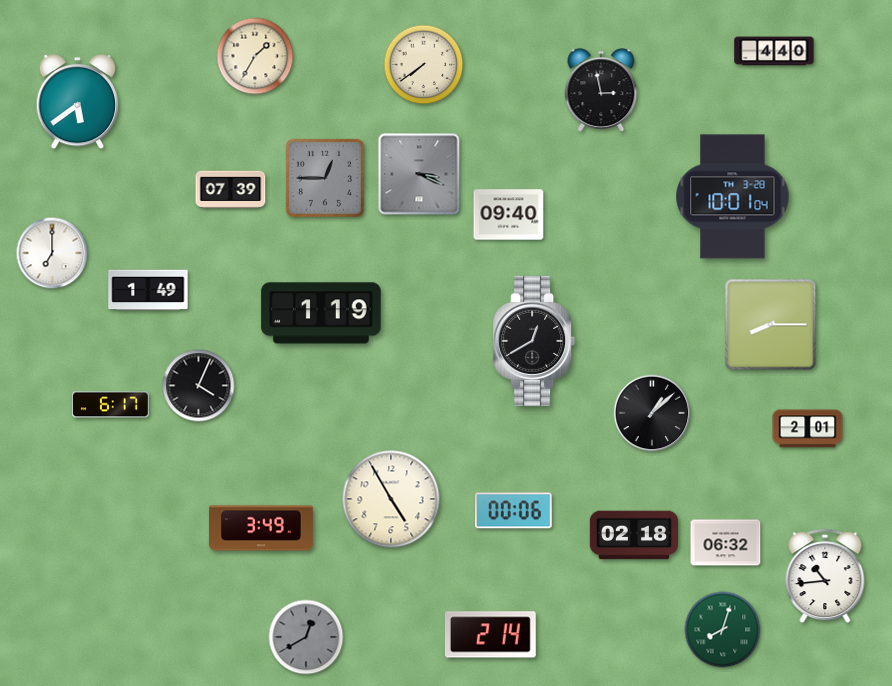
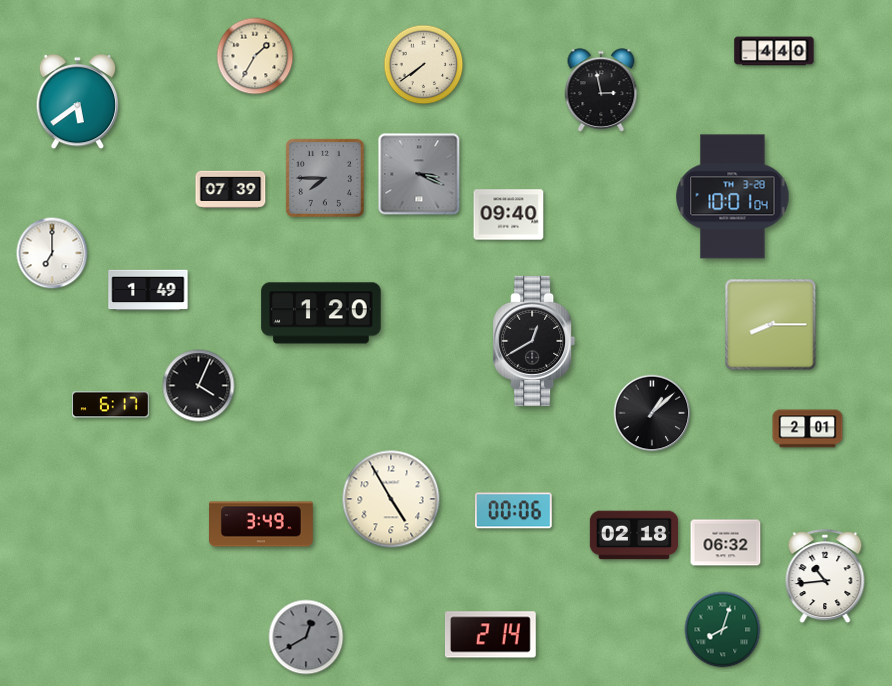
clock at (325, 178): 12:45 -> 7:45
clock at (321, 313): 1:19 -> 1:20
clock at (262, 528) position: (262, 528) -> (262, 524)
